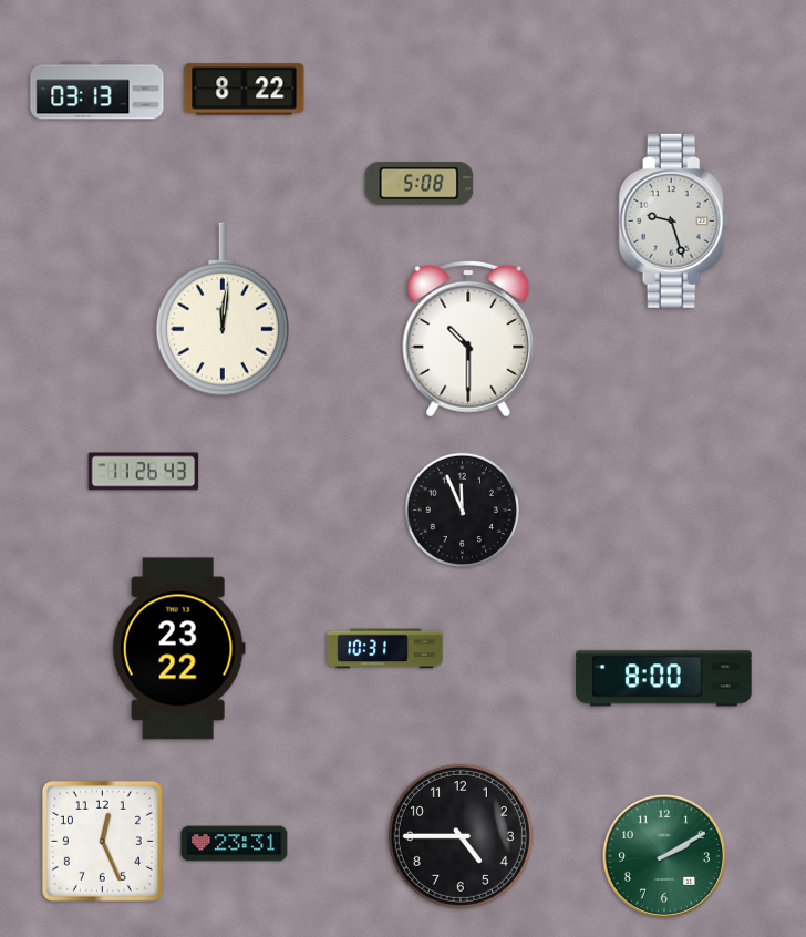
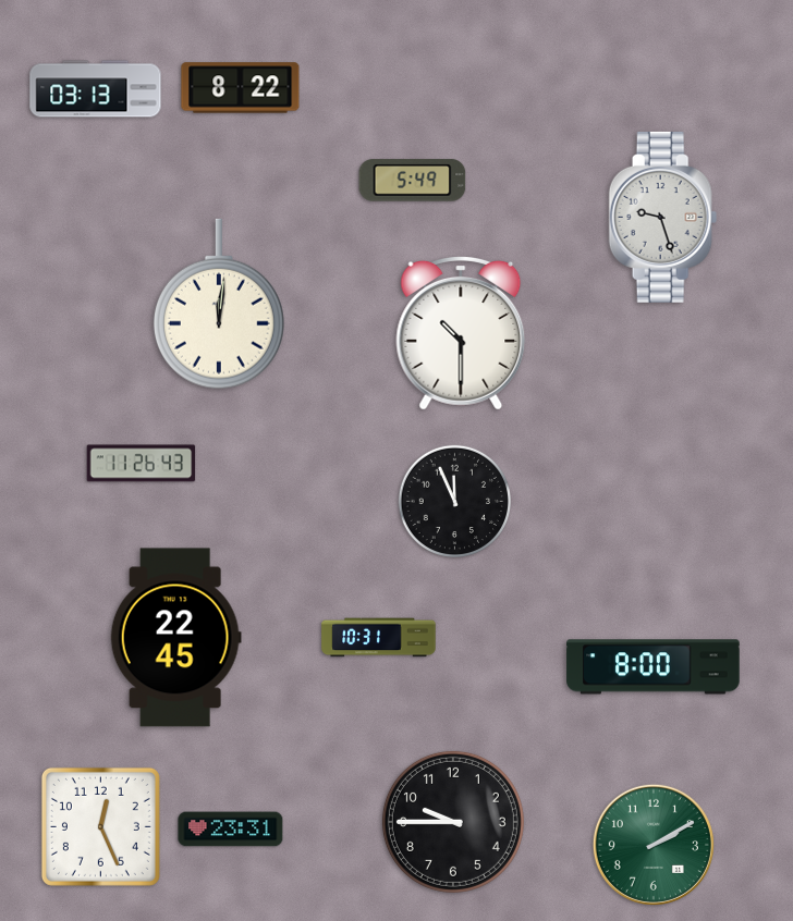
clock at (420, 184): 5:08 -> 5:49
clock at (178, 649): 23:22 -> 22:45
clock at (461, 836): 4:45 -> 9:45
clock at (664, 856) position: (664, 856) -> (654, 845)
